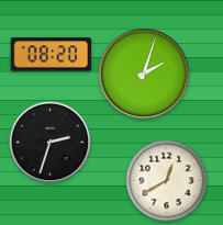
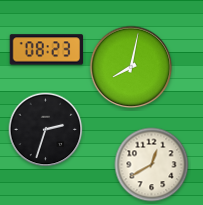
clock at (52, 55): 08:20 -> 08:23
clock at (144, 74): 2:03 -> 8:02
